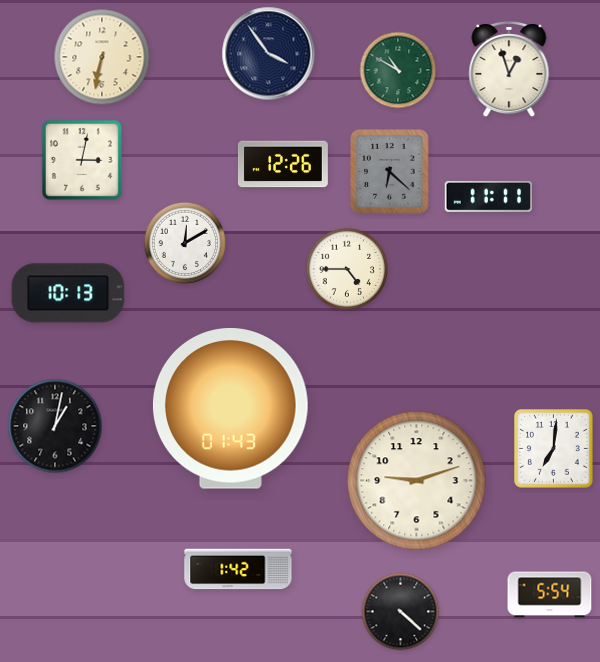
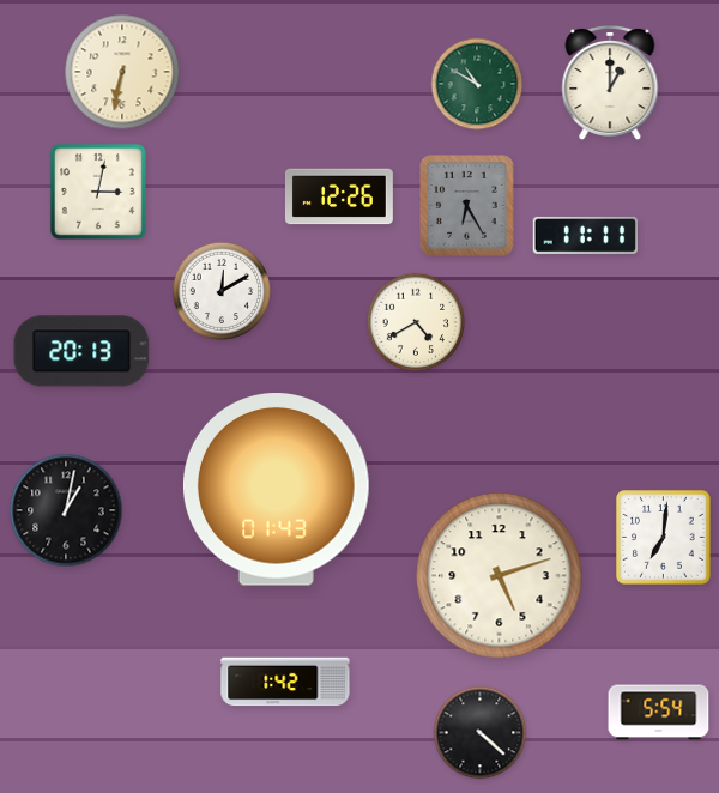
clock at (269, 54): 3:54 -> none
clock at (102, 57) position: (102, 57) -> (122, 72)
clock at (509, 69): 12:57 -> 1:00
clock at (390, 172): 6:22 -> 6:25
clock at (347, 269): 4:45 -> 4:40
clock at (68, 293): 10:13 -> 20:13
clock at (417, 481): 9:12 -> 5:12
